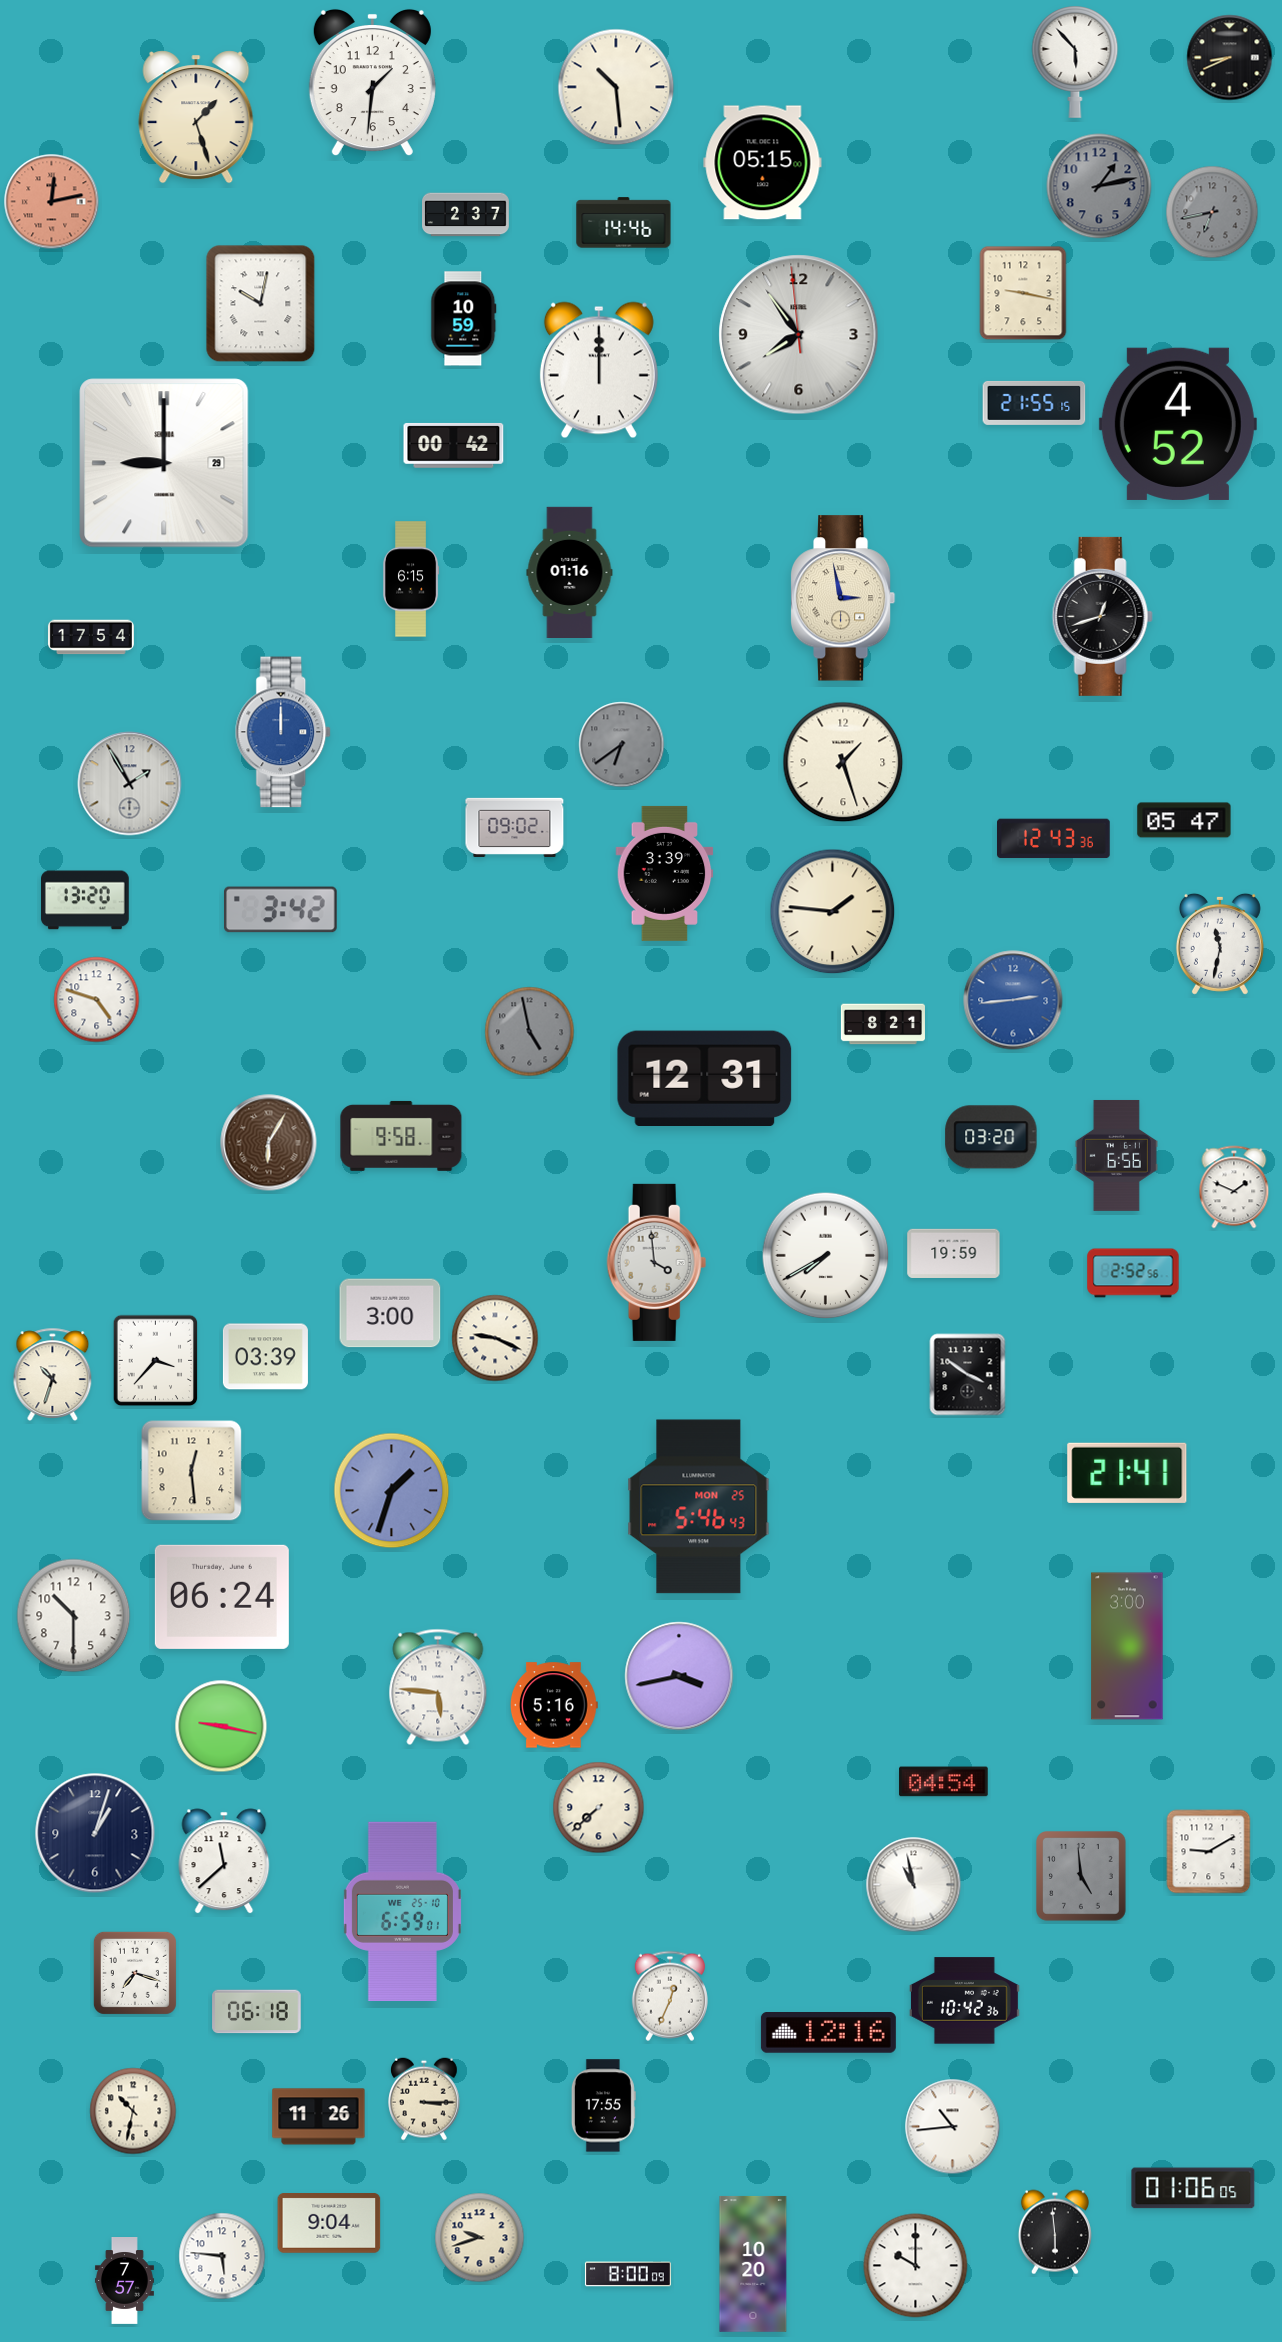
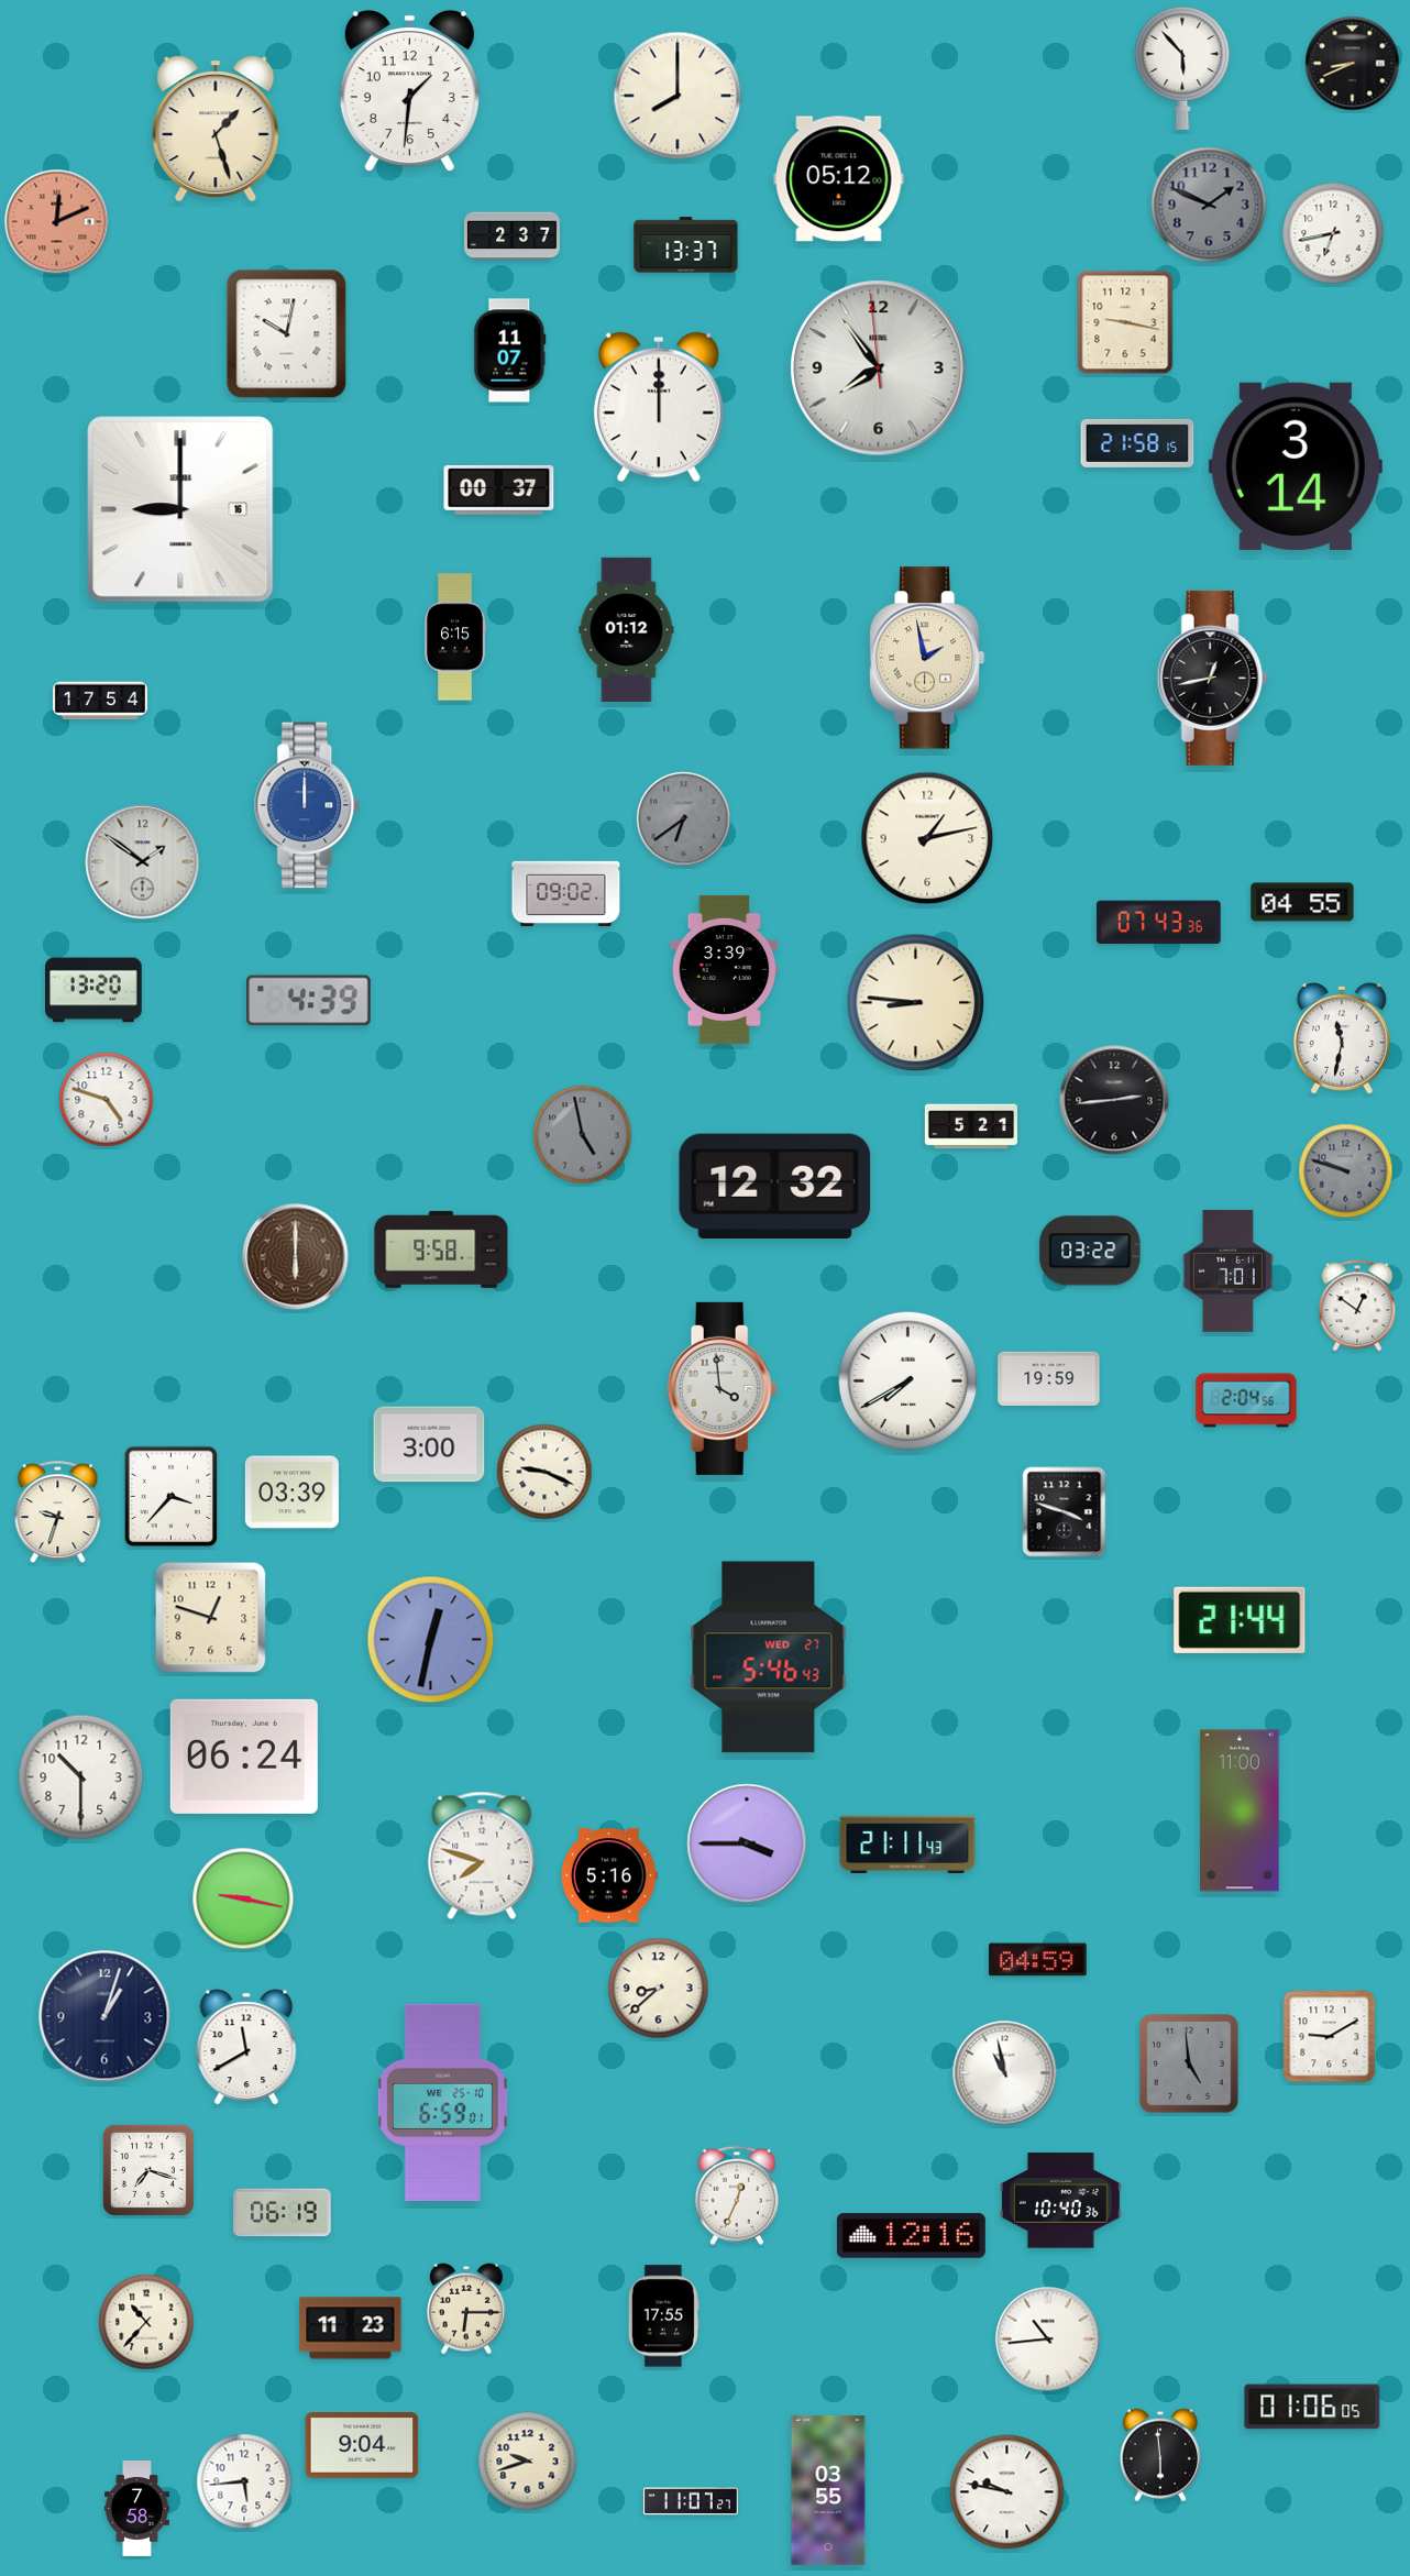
clock at (616, 87): 10:29 -> 8:00
clock at (763, 163): 05:15 -> 05:12
clock at (1099, 186): 1:13 -> 1:49
clock at (52, 202): 12:13 -> 12:11
clock at (1212, 212) dial: grey -> white
clock at (624, 223): 14:46 -> 13:37
clock at (464, 319): 10:59 -> 11:07
clock at (1034, 403): 21:55 -> 21:58
clock at (1178, 424): 4:52 -> 3:14
clock at (454, 445): 00:42 -> 00:37
clock at (164, 463) date: 29 -> 16
clock at (570, 572): 01:16 -> 01:12
clock at (411, 579) position: (411, 579) -> (455, 637)
clock at (843, 598): 2:58 -> 1:58
clock at (1102, 616): 12:42 -> 12:43
clock at (284, 732) position: (284, 732) -> (308, 805)
clock at (843, 762): 1:27 -> 1:13
clock at (130, 784): 1:55 -> 1:51
clock at (1184, 820): 05:47 -> 04:55
clock at (515, 827) position: (515, 827) -> (566, 893)
clock at (1054, 839): 12:43 -> 07:43
clock at (665, 873) position: (665, 873) -> (725, 969)
clock at (281, 910): 3:42 -> 4:39
clock at (833, 912): 1:46 -> 8:46
clock at (1013, 1000) dial: blue -> black
clock at (883, 1024): 8:21 -> 5:21
clock at (1346, 1171): none -> 9:48
clock at (705, 1078): 12:31 -> 12:32
clock at (991, 1137): 03:20 -> 03:22
clock at (269, 1143): 6:05 -> 6:00
clock at (1116, 1155): 6:56 -> 7:01
clock at (1234, 1187): 1:49 -> 12:51
clock at (1133, 1273): 2:52 -> 2:04
clock at (53, 1374): 10:33 -> 9:33
clock at (968, 1375): 3:51 -> 3:48
clock at (192, 1471): 12:29 -> 12:48
clock at (1127, 1473): 21:41 -> 21:44
clock at (392, 1491): 1:33 -> 12:32
clock at (699, 1507) date: MON 25 -> WED 27
clock at (1127, 1646): 3:00 -> 11:00
clock at (679, 1676): 3:43 -> 3:45
clock at (907, 1843): none -> 21:11
clock at (438, 1687): 5:46 -> 7:48
clock at (944, 1782): 04:54 -> 04:59
clock at (599, 1808): 7:38 -> 8:38
clock at (224, 1861): 11:38 -> 11:40
clock at (964, 2001): 10:42 -> 10:40
clock at (257, 2012): 06:18 -> 06:19
clock at (425, 2099): 3:15 -> 6:15
clock at (133, 2111): 10:32 -> 10:37
clock at (319, 2117): 11:26 -> 11:23
clock at (222, 2256): 5:46 -> 5:44
clock at (753, 2264): 10:20 -> 03:55
clock at (916, 2266): 10:00 -> 9:47
clock at (628, 2274): 8:00 -> 11:07
clock at (124, 2281): 7:57 -> 7:58
